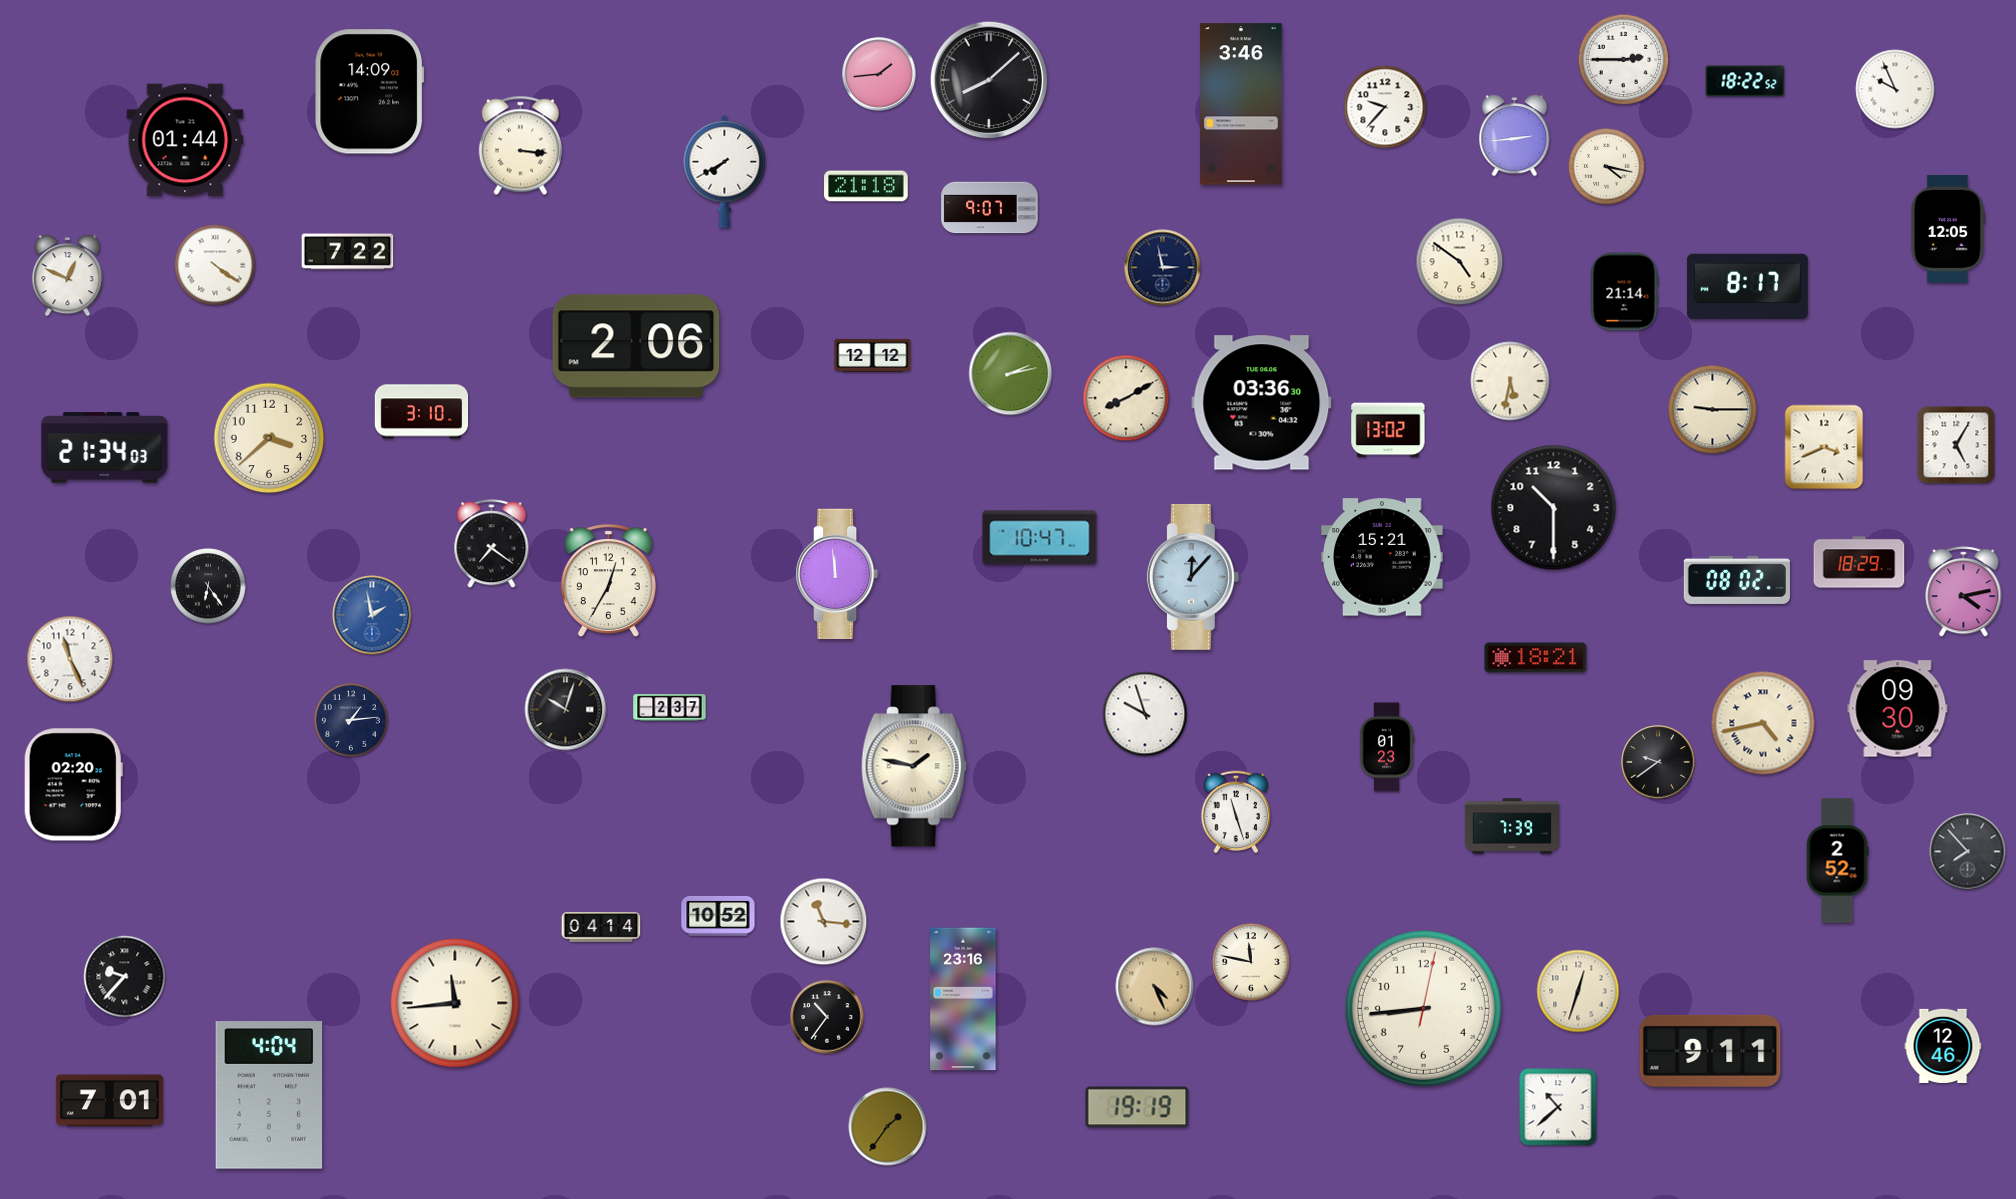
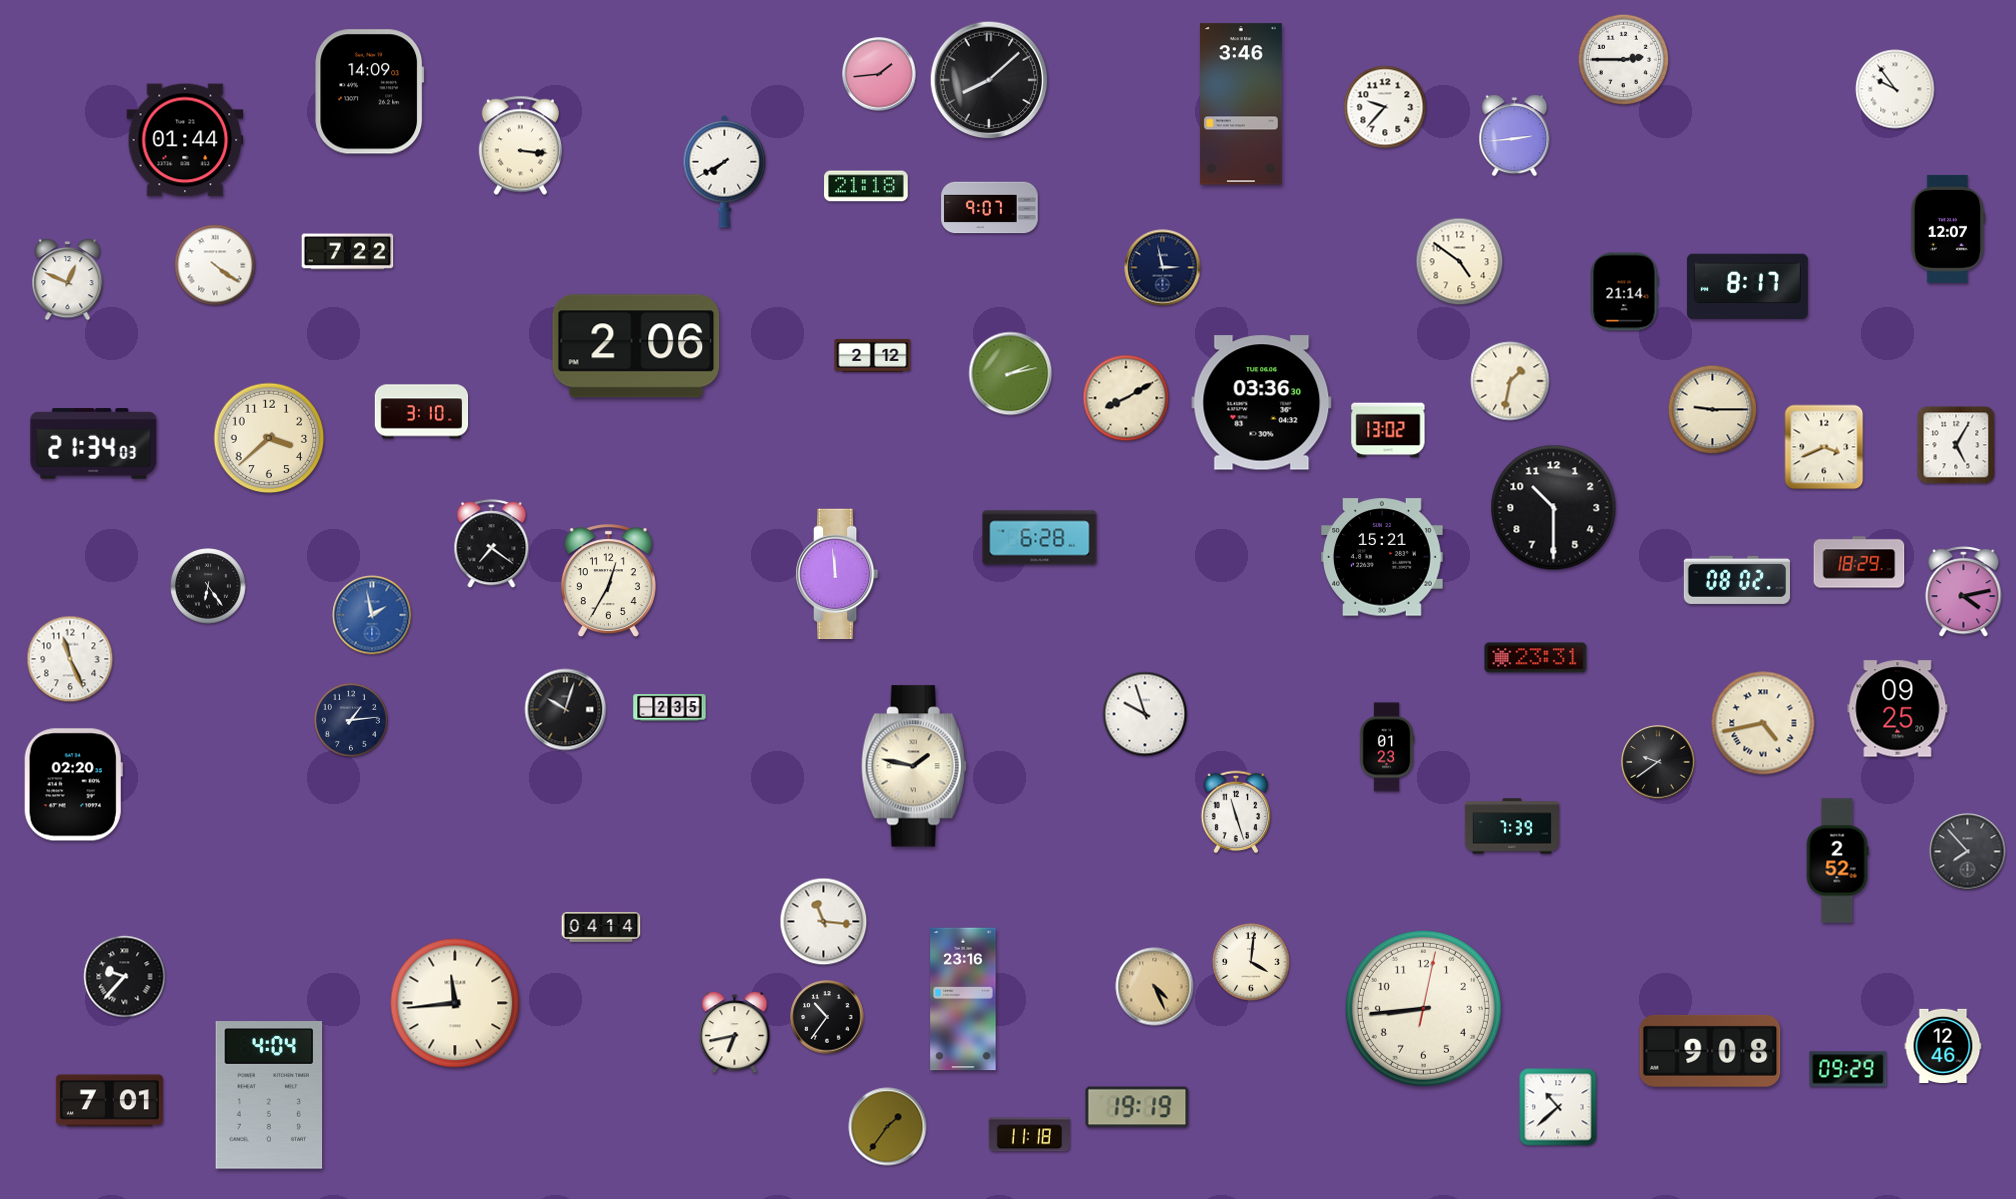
clock at (1745, 81): 18:22 -> none
clock at (1895, 89): 9:56 -> 9:54
clock at (1607, 167): 4:17 -> none
clock at (1948, 229): 12:05 -> 12:07
clock at (68, 276) position: (68, 276) -> (68, 280)
clock at (873, 355): 12:12 -> 2:12
clock at (1510, 381): 5:32 -> 1:32
clock at (105, 448) position: (105, 448) -> (94, 444)
clock at (1040, 538): 10:47 -> 6:28
clock at (1193, 577): 12:07 -> none
clock at (1536, 658): 18:21 -> 23:31
clock at (670, 708): 2:37 -> 2:35
clock at (1898, 709): 09:30 -> 09:25
clock at (718, 916): 10:52 -> none
clock at (1251, 962): 11:47 -> 4:01
clock at (1578, 991): 12:33 -> none
clock at (735, 1033): none -> 6:43
clock at (1710, 1051): 9:11 -> 9:08
clock at (1848, 1069): none -> 09:29
clock at (1029, 1135): none -> 11:18
